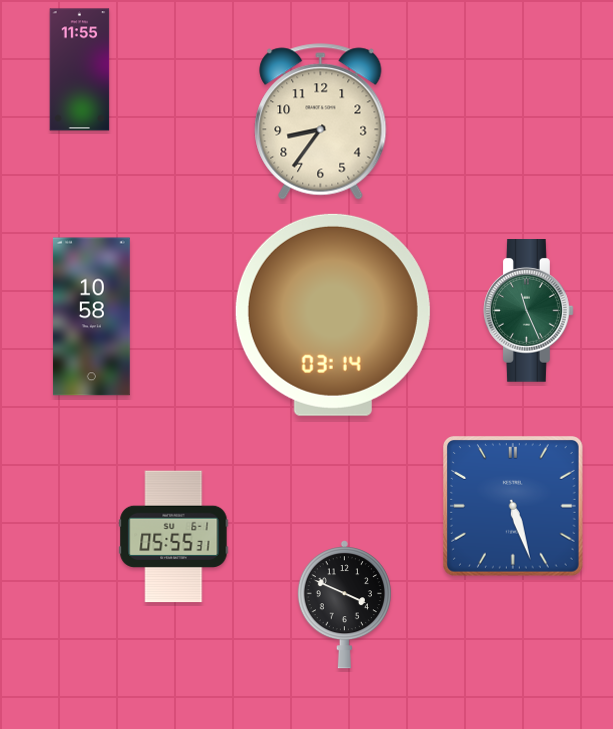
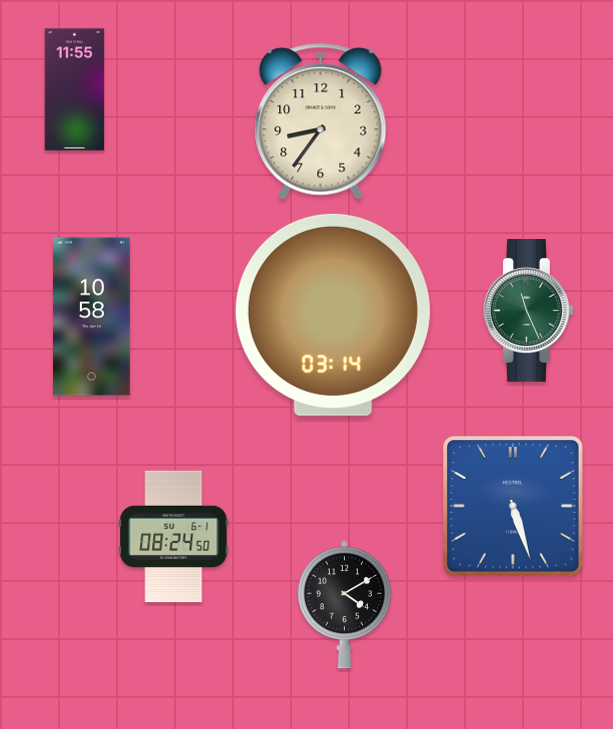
clock at (80, 70) position: (80, 70) -> (75, 90)
clock at (174, 537): 05:55 -> 08:24
clock at (344, 605): 3:49 -> 4:10
